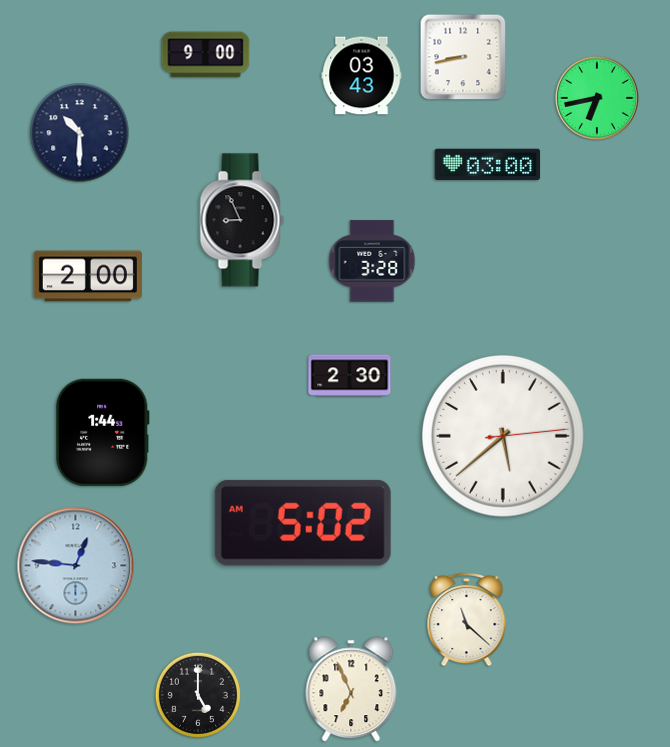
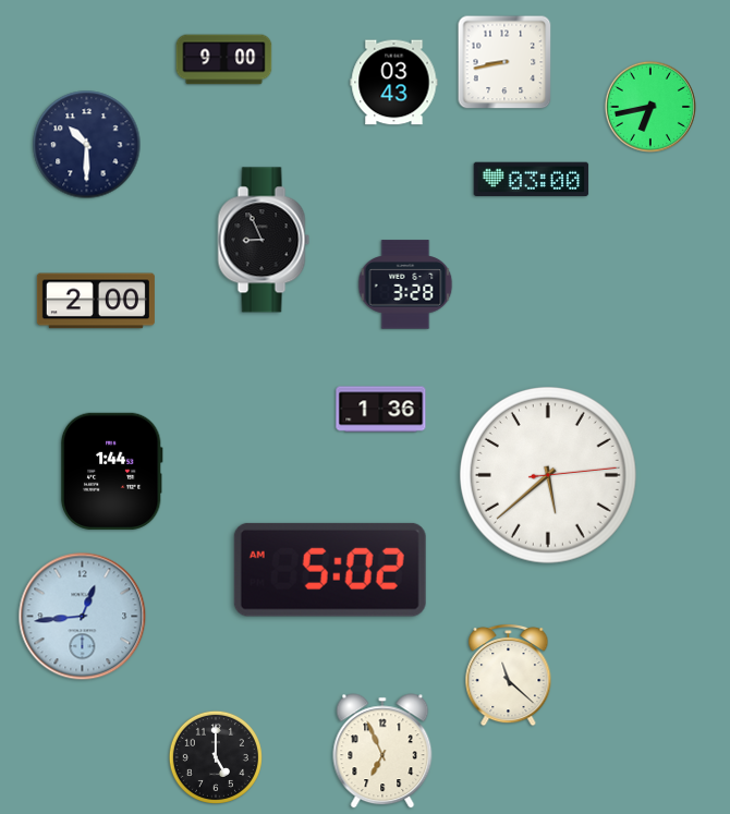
clock at (350, 376): 2:30 -> 1:36
clock at (76, 566): 12:46 -> 12:44
